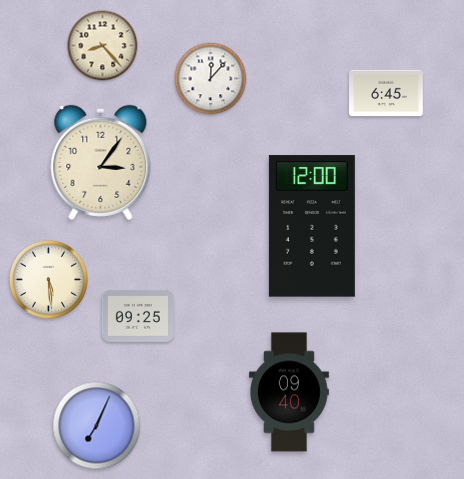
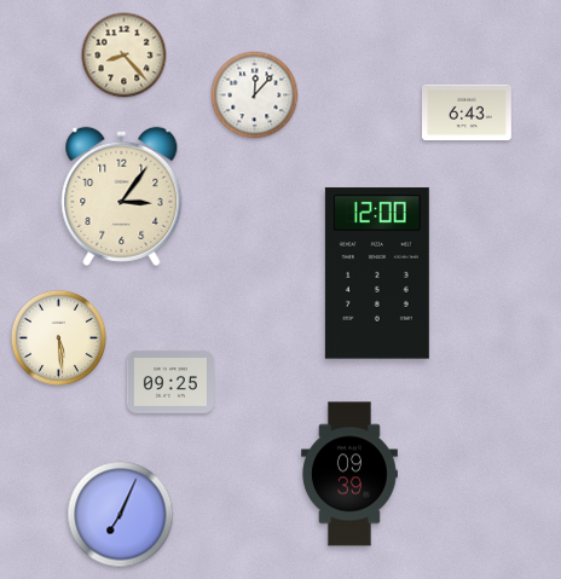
clock at (387, 93): 6:45 -> 6:43
clock at (138, 316) position: (138, 316) -> (170, 382)
clock at (289, 392): 09:40 -> 09:39
clock at (97, 426) position: (97, 426) -> (121, 515)
